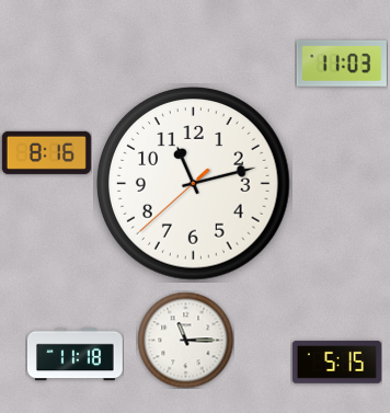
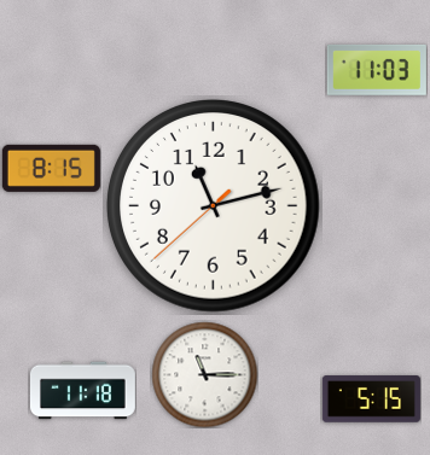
clock at (46, 152): 8:16 -> 8:15
clock at (194, 184) position: (194, 184) -> (214, 206)
